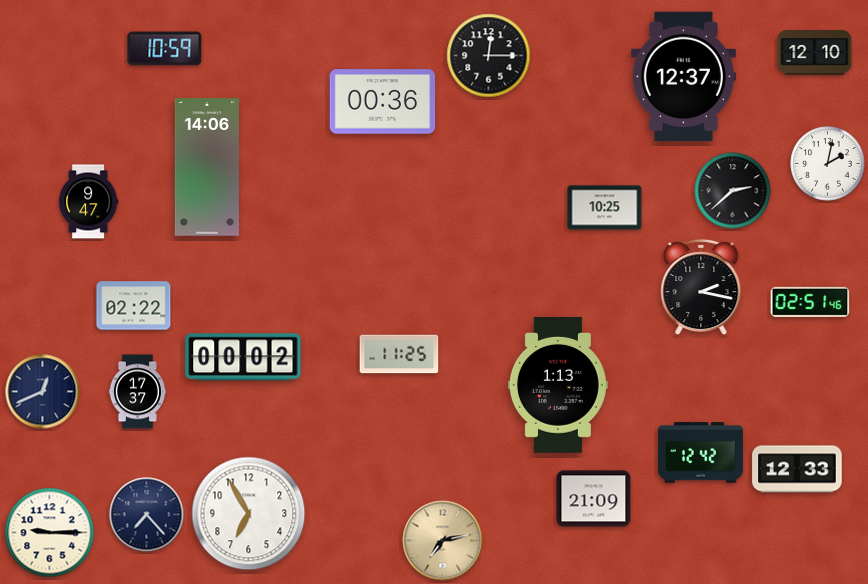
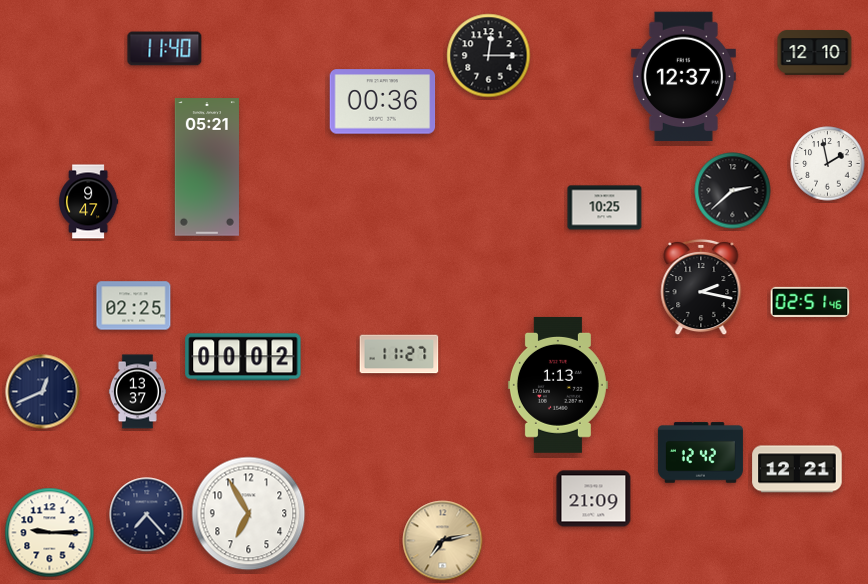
clock at (165, 49): 10:59 -> 11:40
clock at (828, 164): 2:02 -> 1:58
clock at (207, 167): 14:06 -> 05:21
clock at (134, 306): 02:22 -> 02:25
clock at (399, 354): 11:25 -> 11:27
clock at (137, 392): 17:37 -> 13:37
clock at (797, 469): 12:33 -> 12:21
